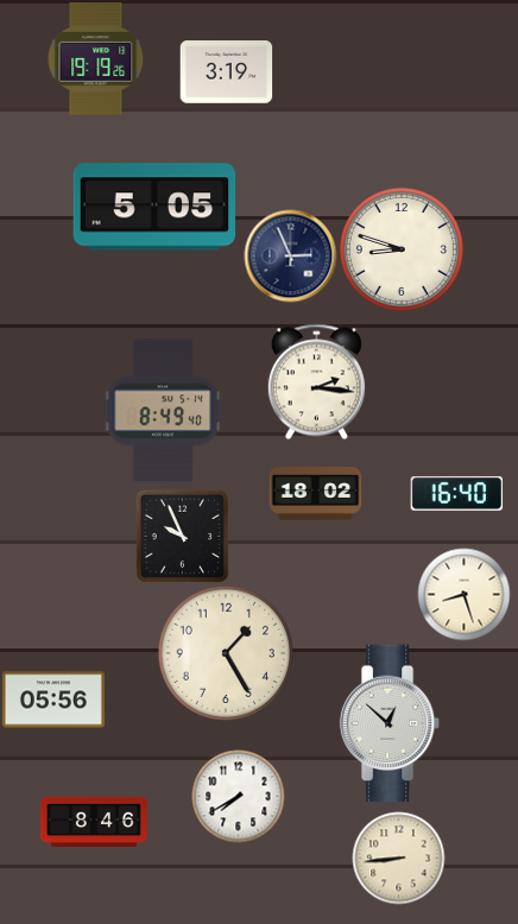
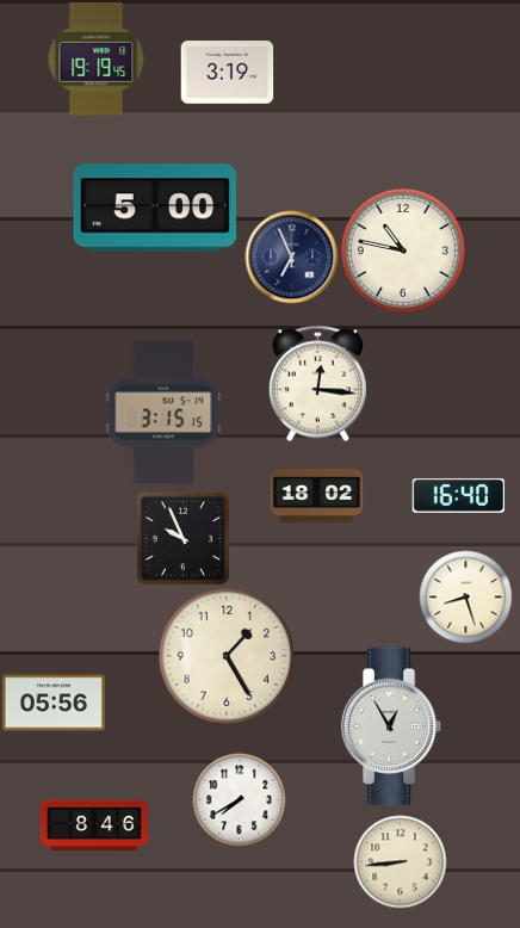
clock at (96, 59): 19:19:26 -> 19:19:45
clock at (154, 207): 5:05 -> 5:00
clock at (402, 249): 8:48 -> 10:47
clock at (290, 255): 2:56 -> 6:56
clock at (316, 381): 2:16 -> 12:16
clock at (163, 411): 8:49 -> 3:15
clock at (390, 723): 12:52 -> 12:55
